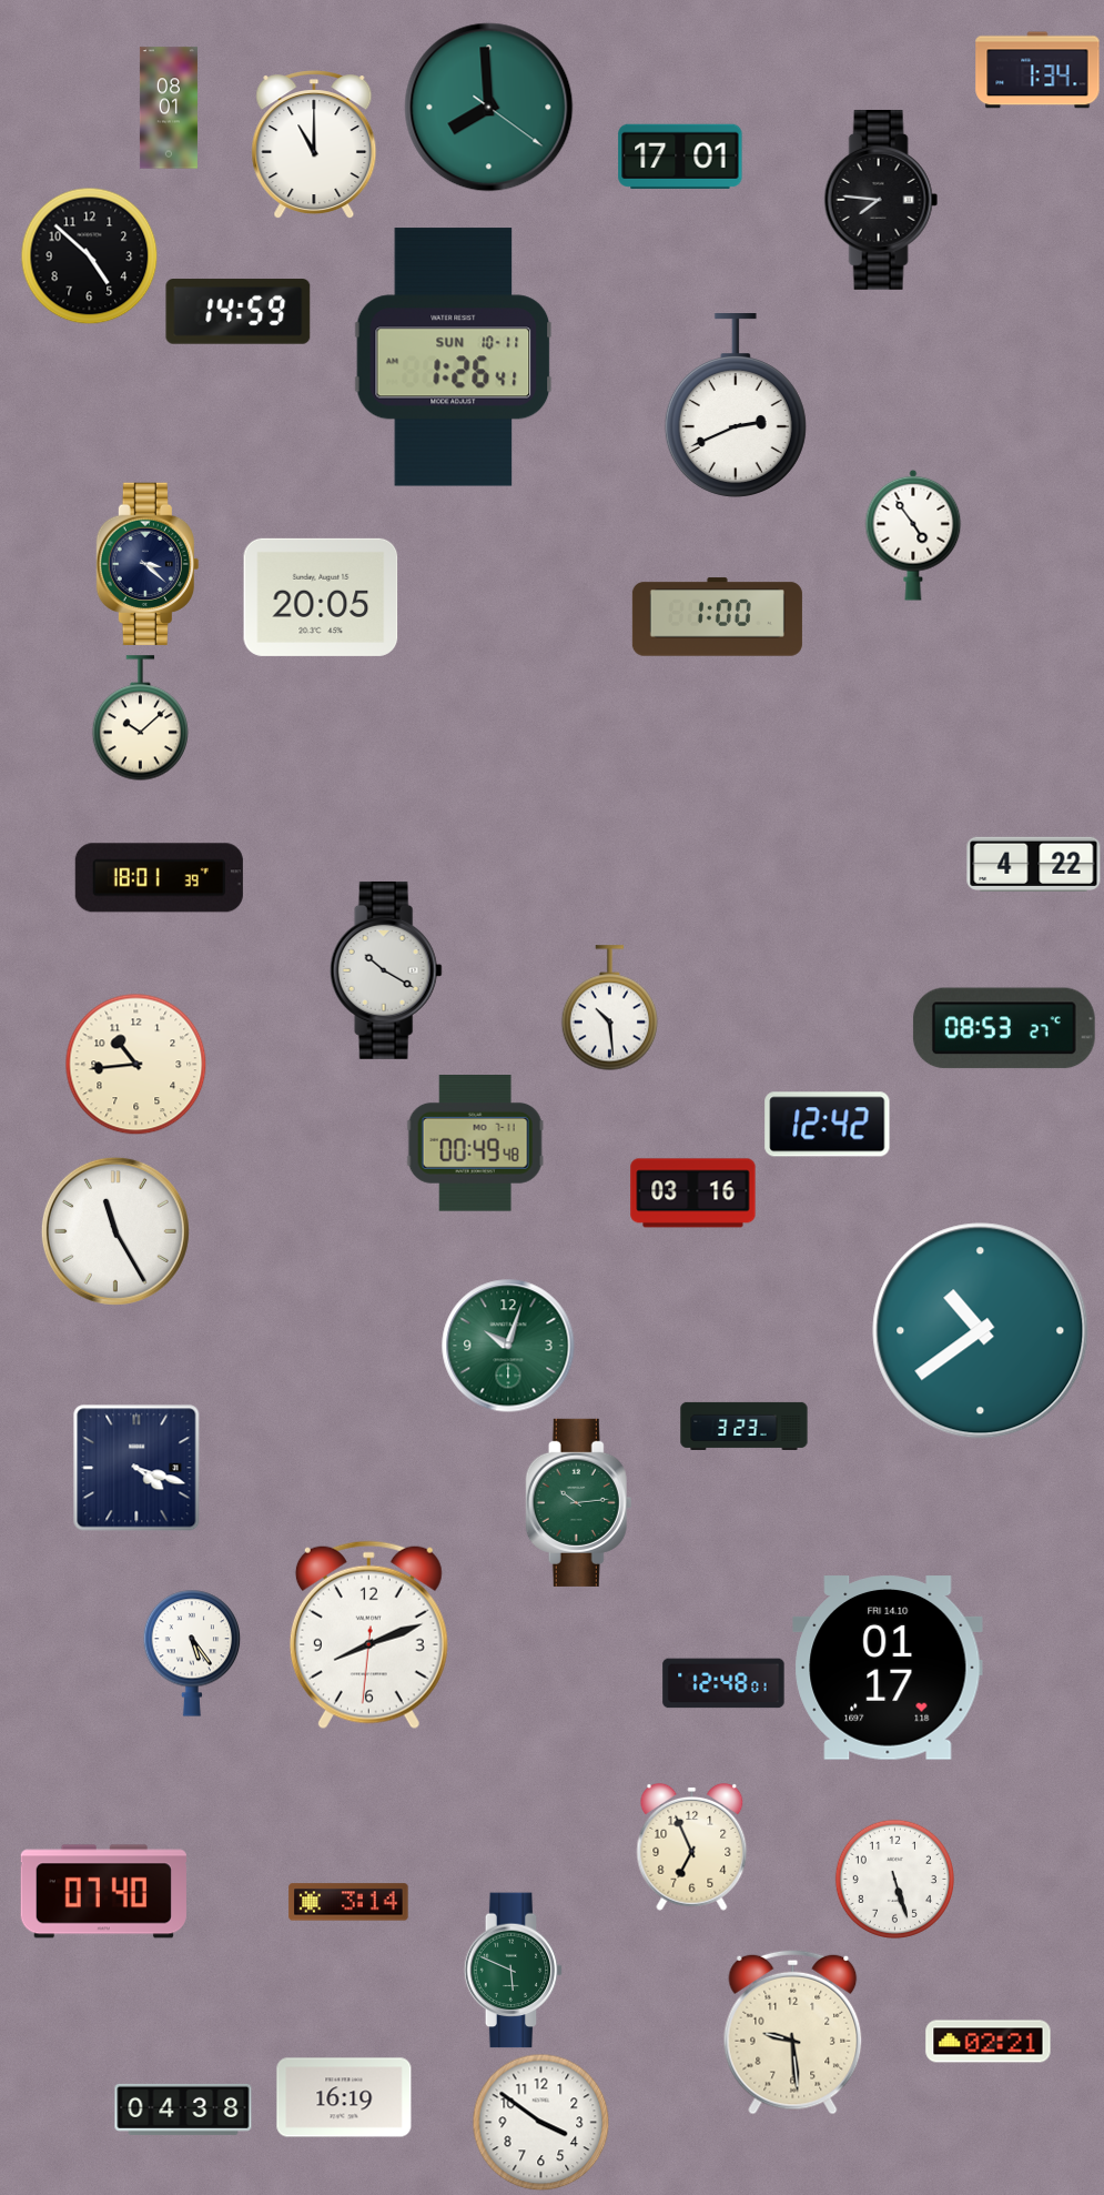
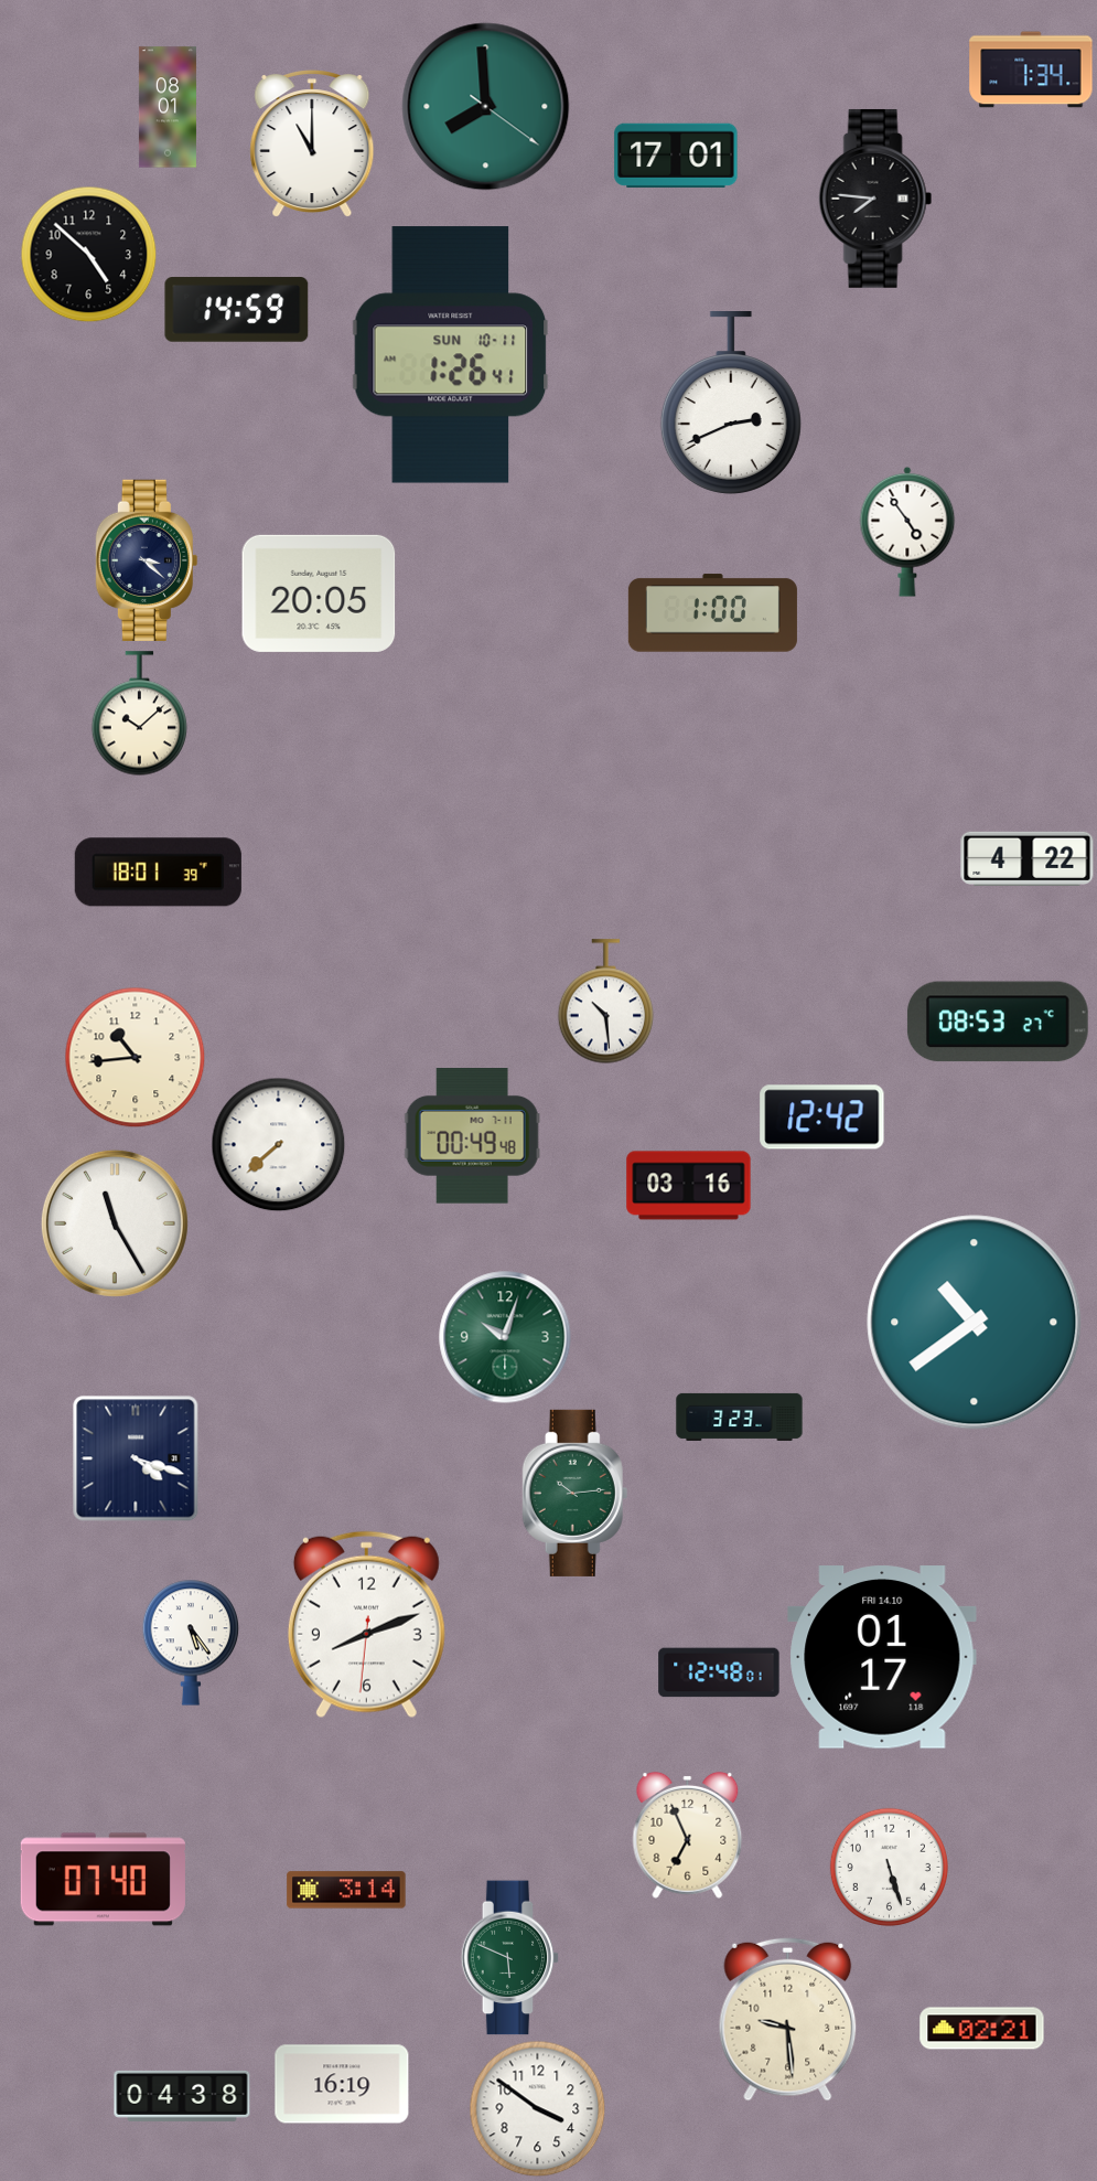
clock at (386, 970): 10:20 -> none
clock at (278, 1144): none -> 7:38
